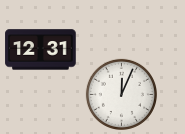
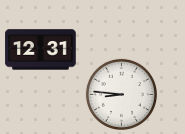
clock at (121, 94): 12:04 -> 8:46
